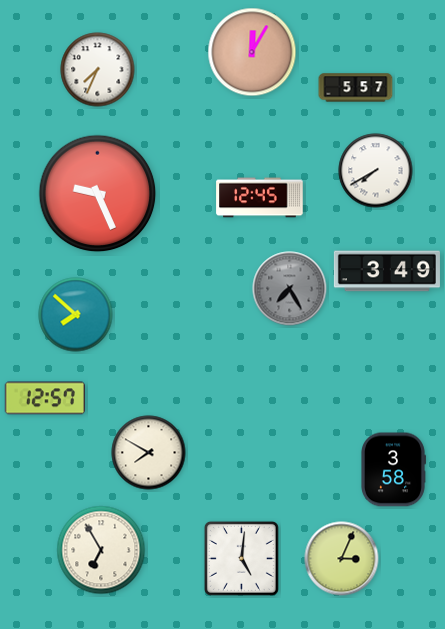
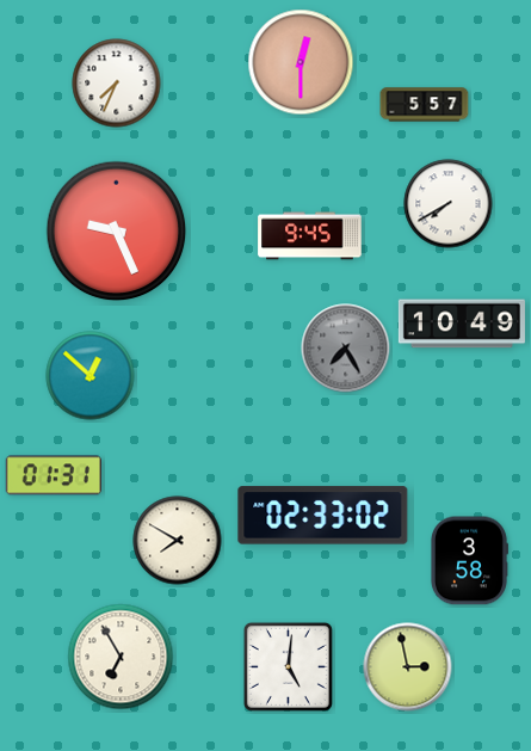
clock at (252, 52): 12:05 -> 12:30
clock at (260, 198): 12:45 -> 9:45
clock at (387, 271): 3:49 -> 10:49
clock at (290, 289) position: (290, 289) -> (346, 349)
clock at (76, 315): 7:52 -> 12:52
clock at (44, 398): 12:57 -> 01:31
clock at (323, 516): none -> 02:33
clock at (342, 559): 3:04 -> 2:58
